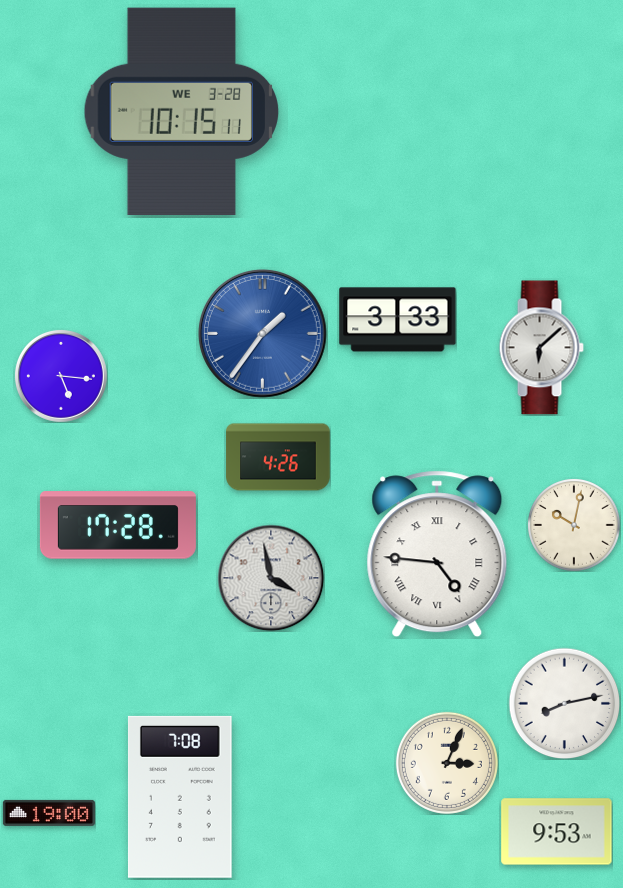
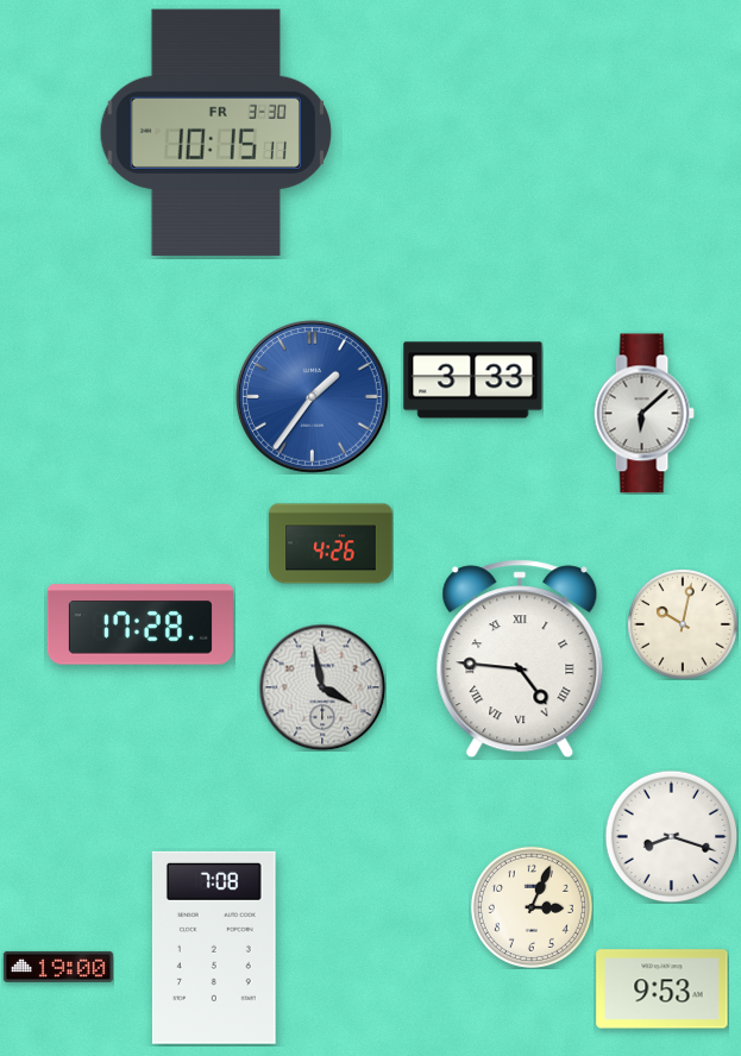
clock at (181, 111) date: WE 3-28 -> FR 3-30
clock at (61, 376): 5:16 -> none
clock at (564, 703): 8:13 -> 8:18
